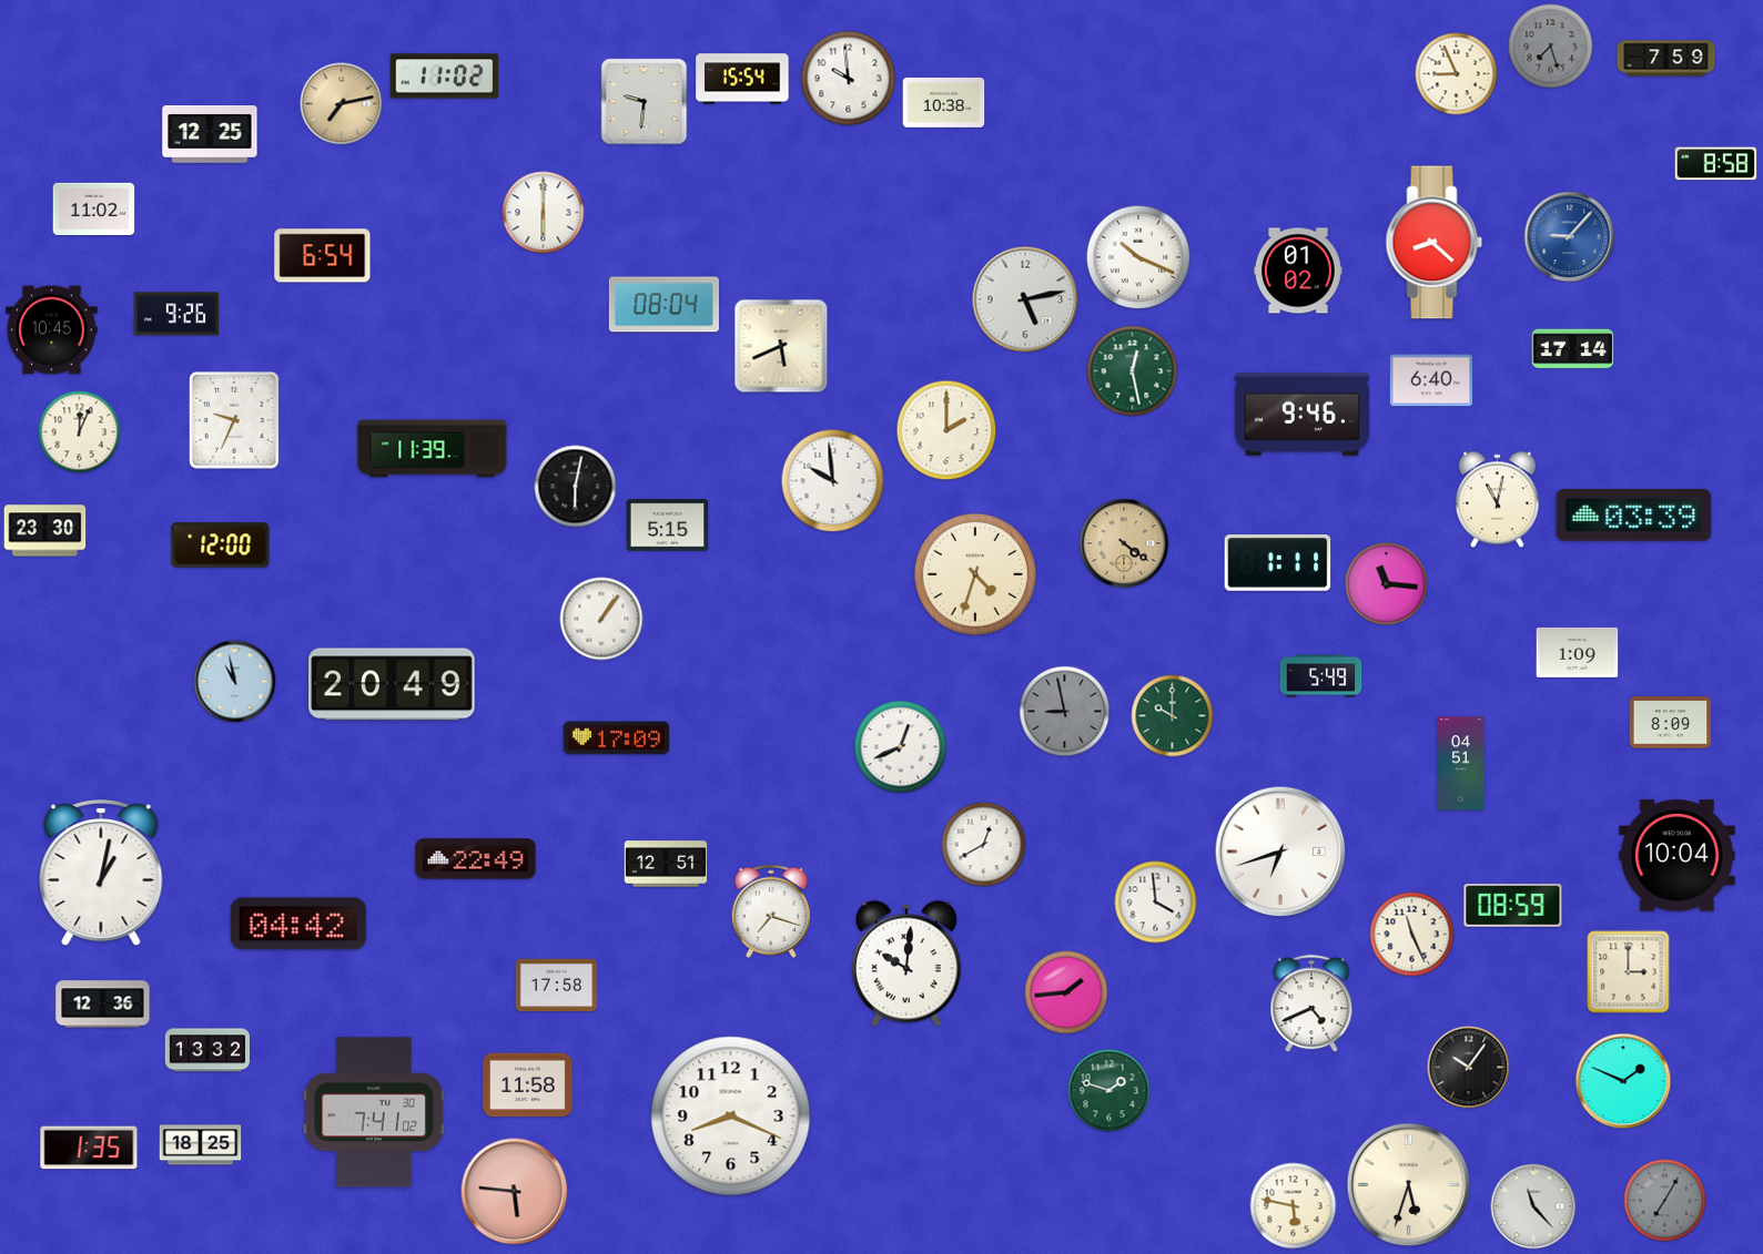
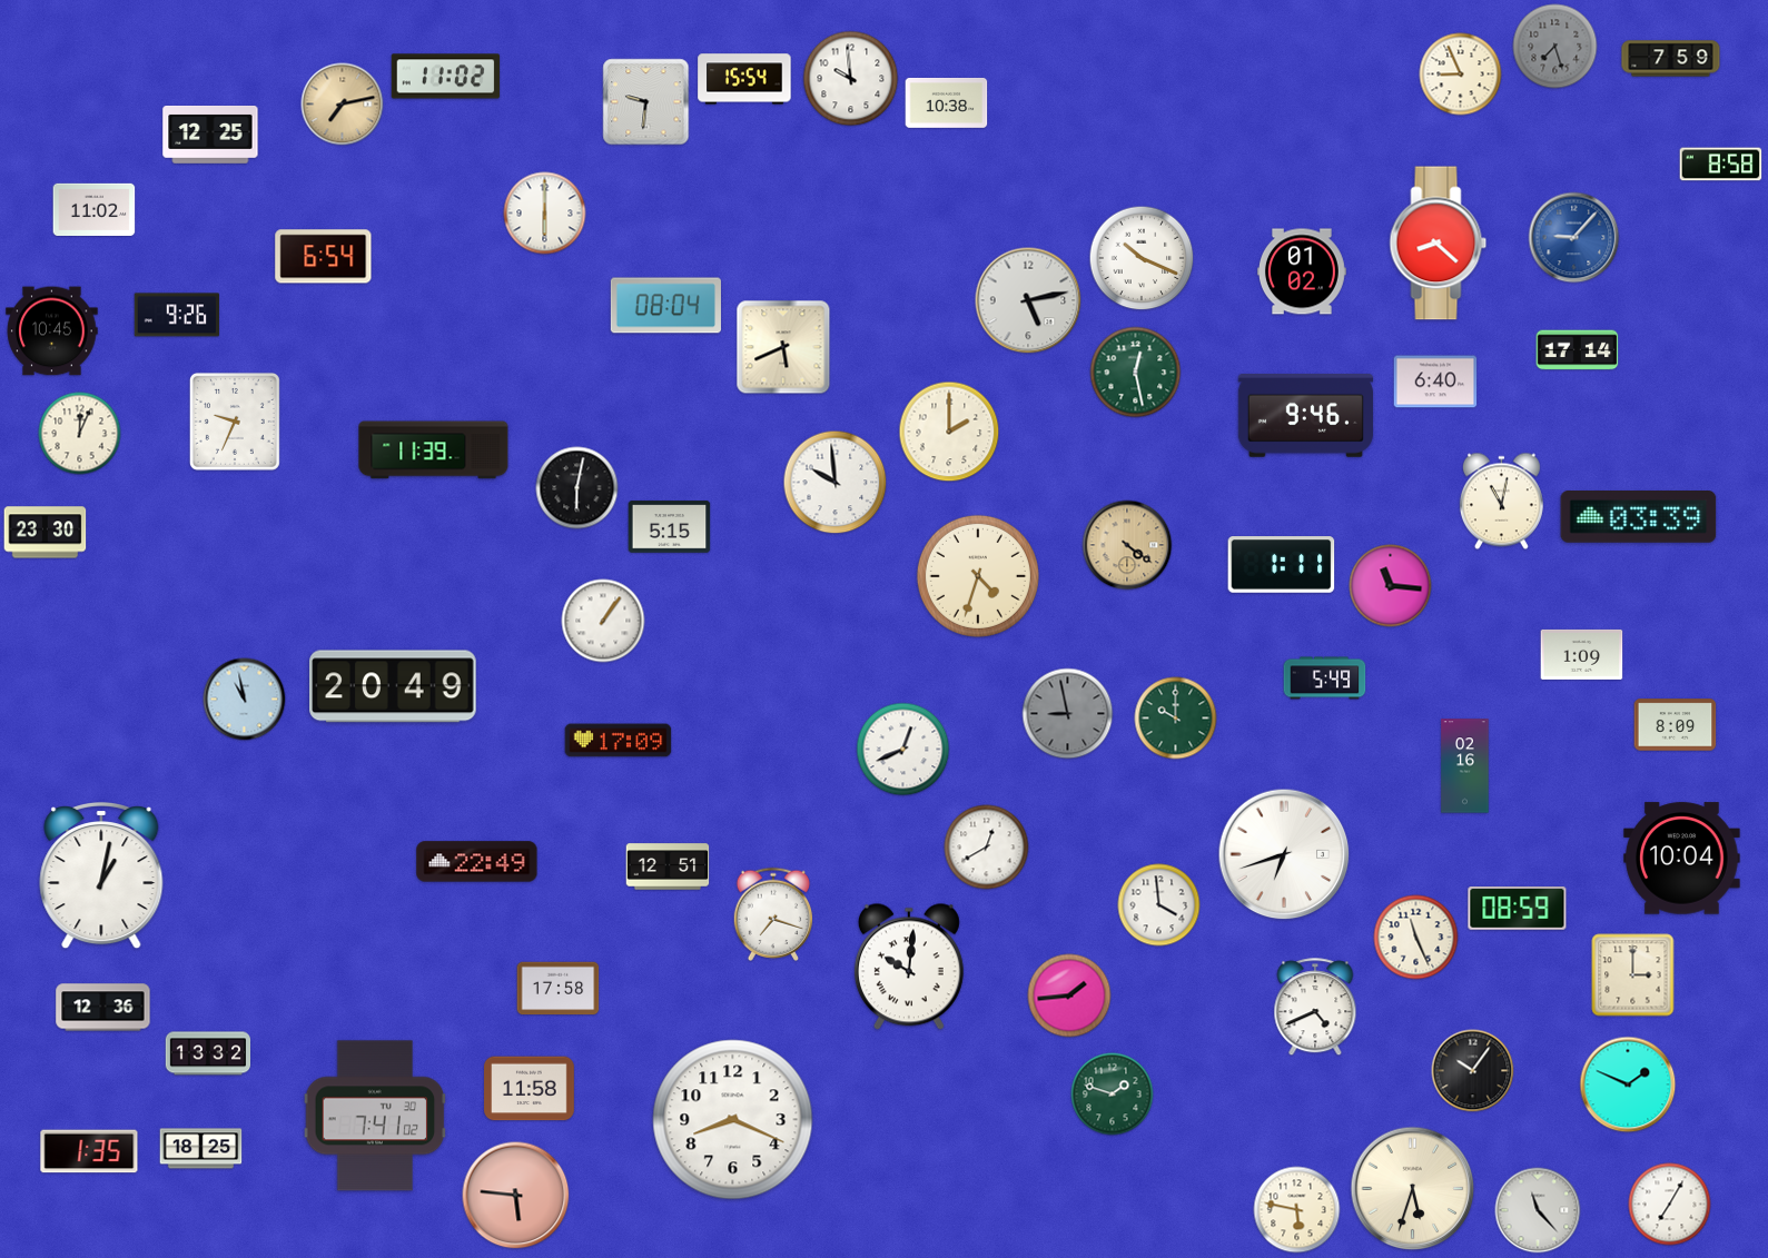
clock at (221, 546): 12:00 -> none
clock at (235, 682) position: (235, 682) -> (245, 700)
clock at (1461, 764): 04:51 -> 02:16
clock at (298, 924): 04:42 -> none
clock at (1665, 1201) dial: grey -> white
